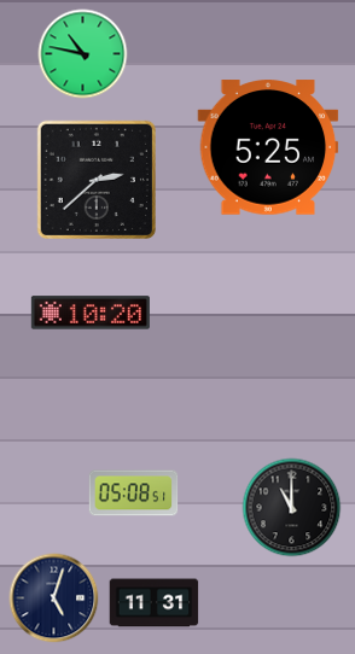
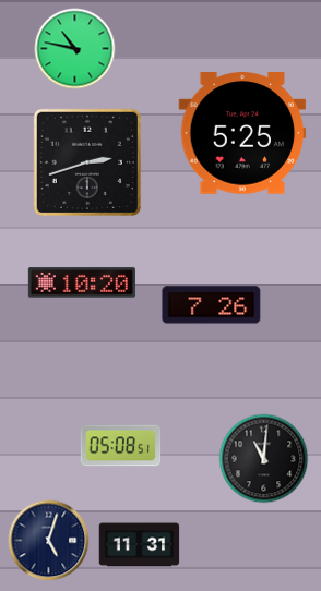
clock at (97, 180): 2:38 -> 2:42
clock at (212, 305): none -> 7:26
clock at (292, 508): 11:00 -> 11:01
